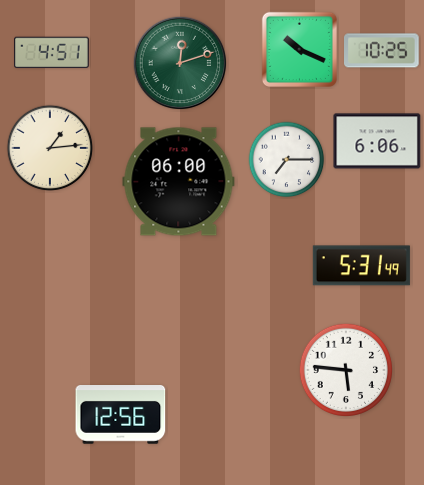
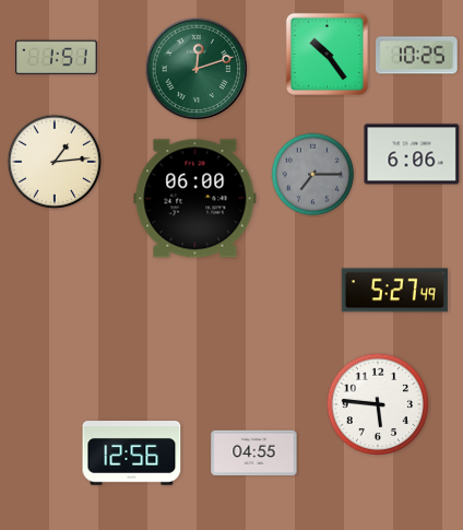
clock at (299, 49): 10:19 -> 10:24
clock at (52, 53): 4:51 -> 1:51
clock at (287, 160) dial: white -> grey
clock at (361, 266): 5:31 -> 5:27
clock at (254, 454): none -> 04:55
